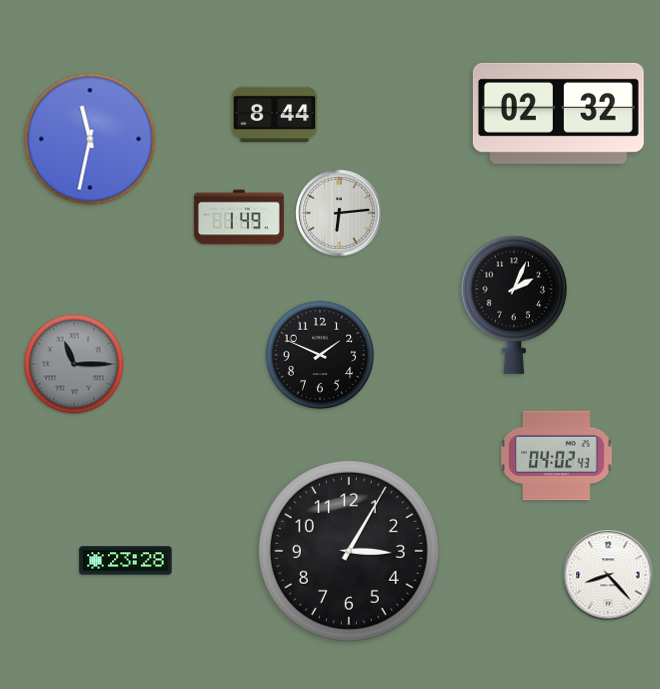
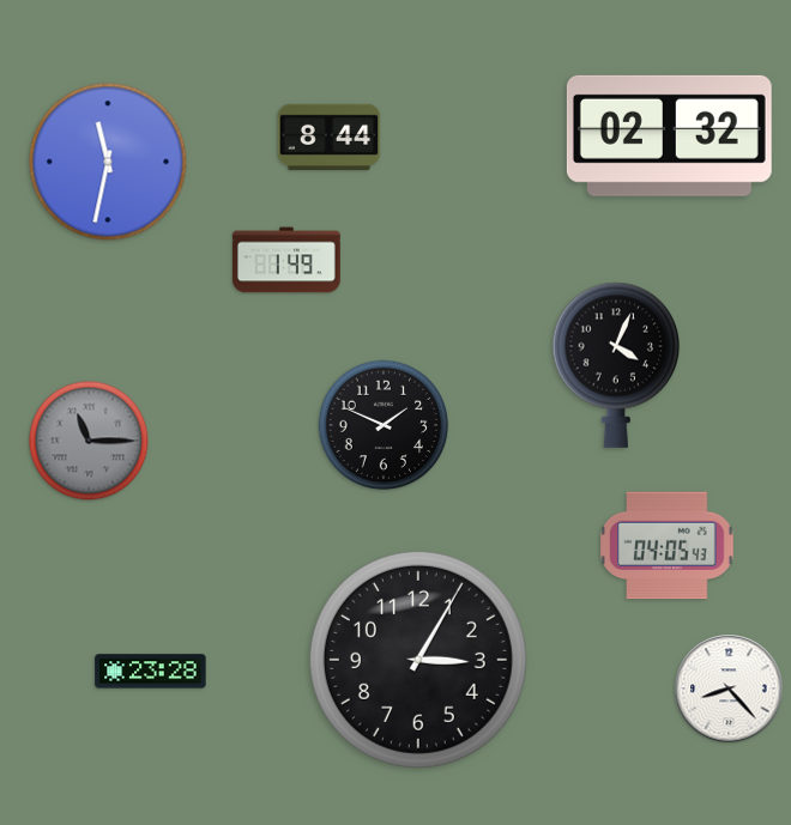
clock at (90, 139) position: (90, 139) -> (108, 162)
clock at (339, 213): 6:14 -> none
clock at (514, 305): 2:04 -> 4:04
clock at (74, 364) position: (74, 364) -> (89, 441)
clock at (557, 456): 04:02 -> 04:05
